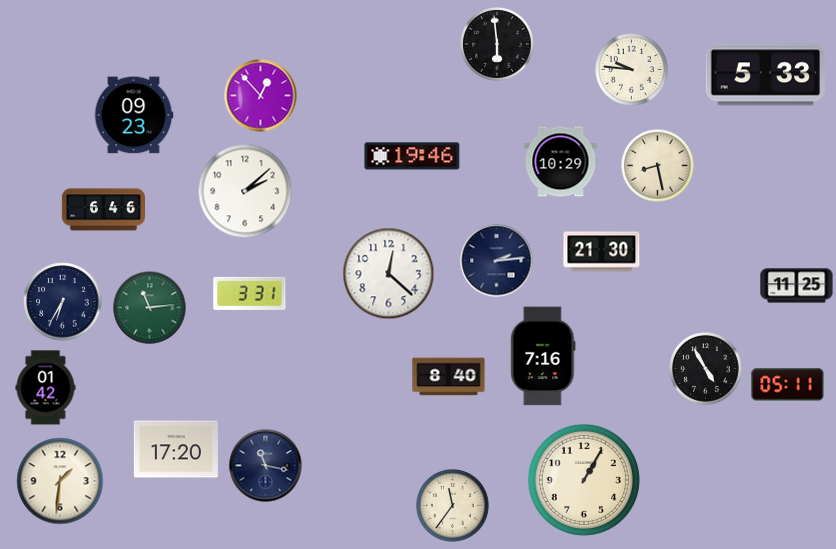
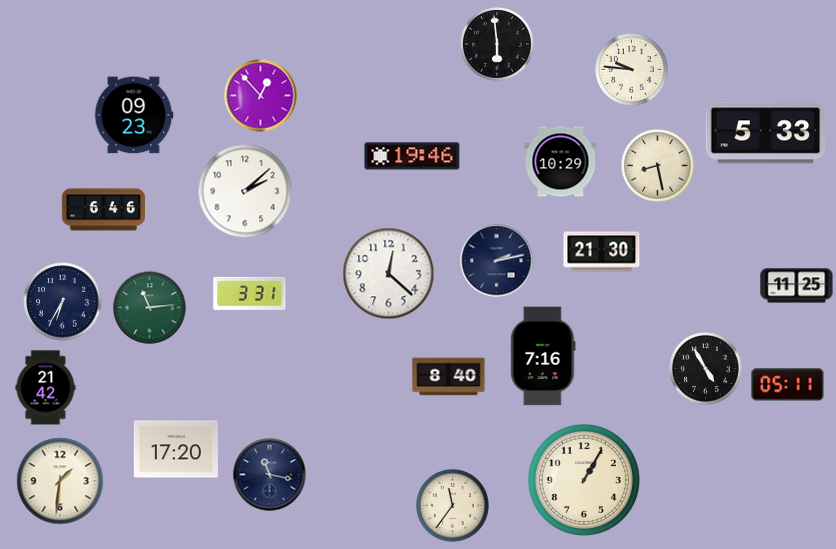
clock at (765, 75) position: (765, 75) -> (765, 133)
clock at (497, 261): 2:14 -> 2:13
clock at (46, 388): 01:42 -> 21:42
clock at (266, 466) position: (266, 466) -> (270, 475)
